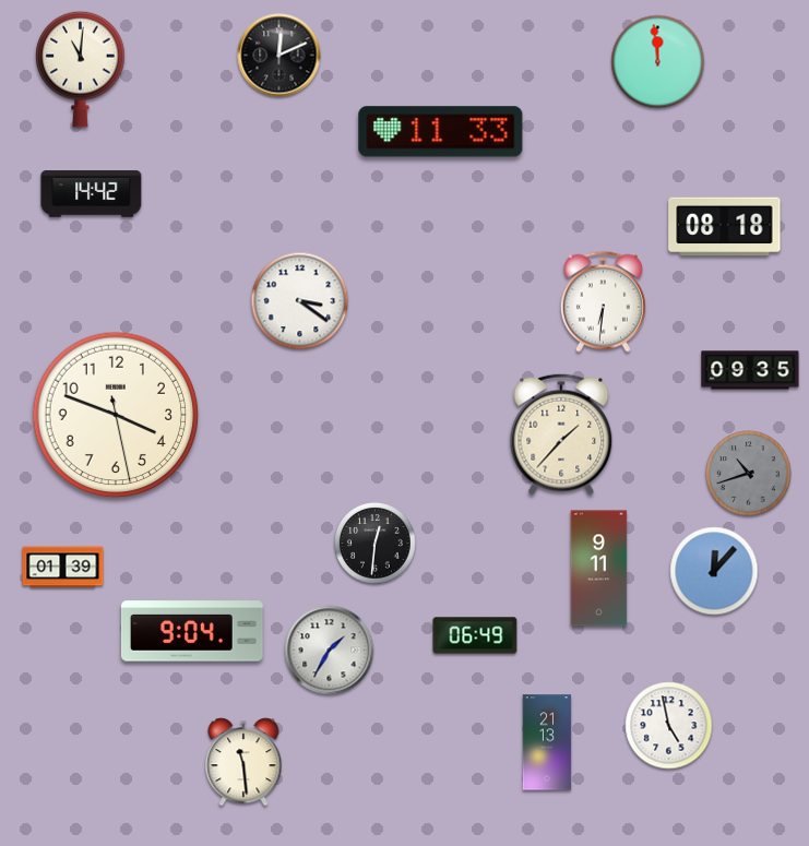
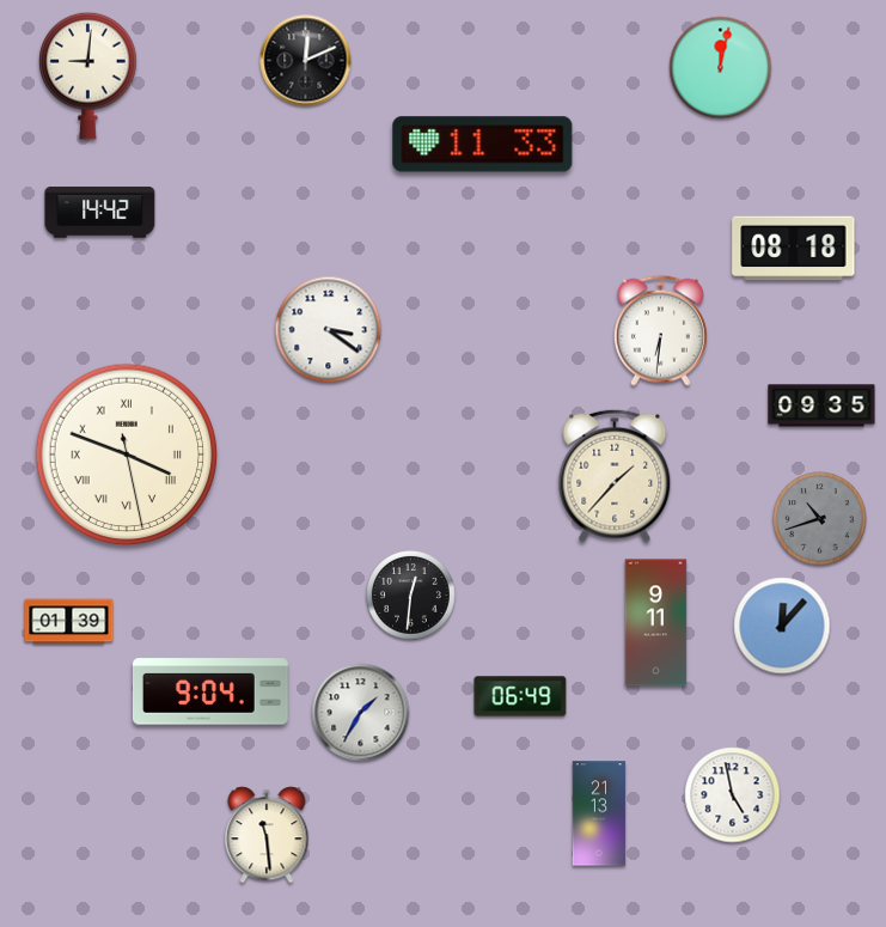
clock at (658, 62): 11:59 -> 12:02
clock at (81, 69): 11:01 -> 9:01
clock at (116, 415) numerals: Arabic -> Roman
